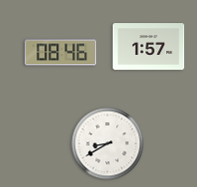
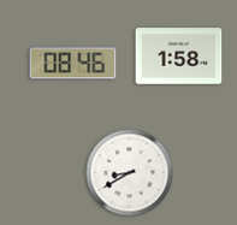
clock at (149, 47): 1:57 -> 1:58
